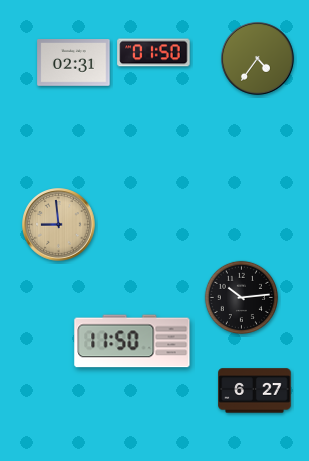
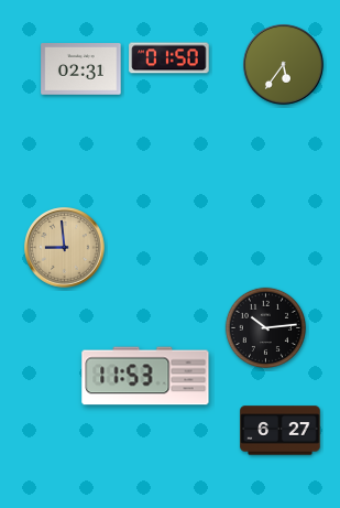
clock at (258, 59): 4:36 -> 5:36
clock at (132, 341): 11:50 -> 11:53
